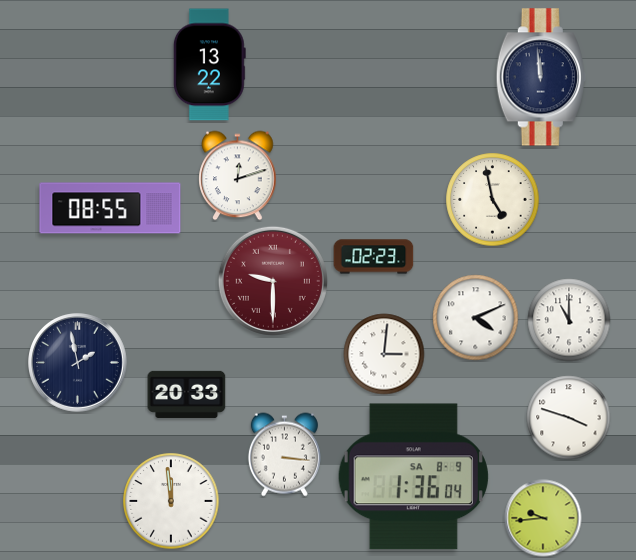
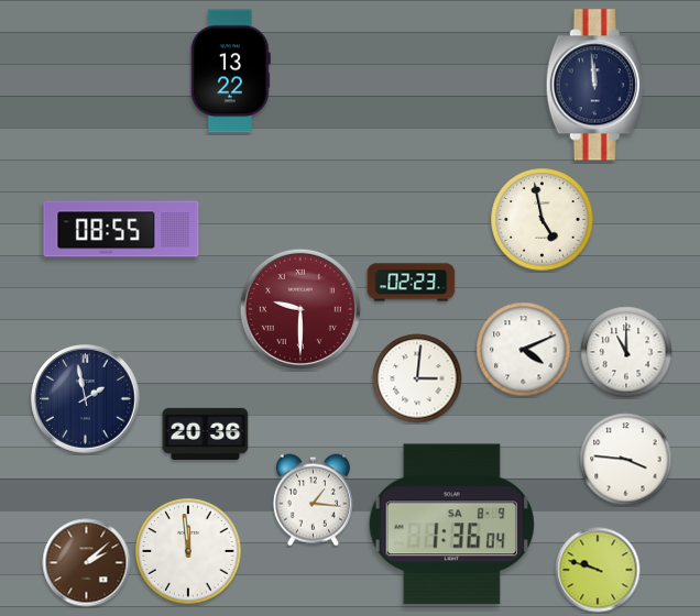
clock at (238, 176): 12:12 -> none
clock at (384, 354) position: (384, 354) -> (417, 378)
clock at (187, 394): 20:33 -> 20:36
clock at (569, 418): 3:48 -> 3:46
clock at (284, 455): 3:16 -> 1:16
clock at (413, 477) position: (413, 477) -> (451, 525)
clock at (87, 563): none -> 2:08
clock at (543, 518): 9:44 -> 9:48
